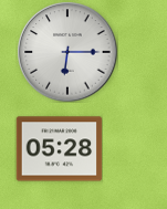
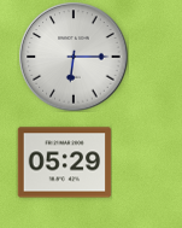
clock at (59, 149): 05:28 -> 05:29
